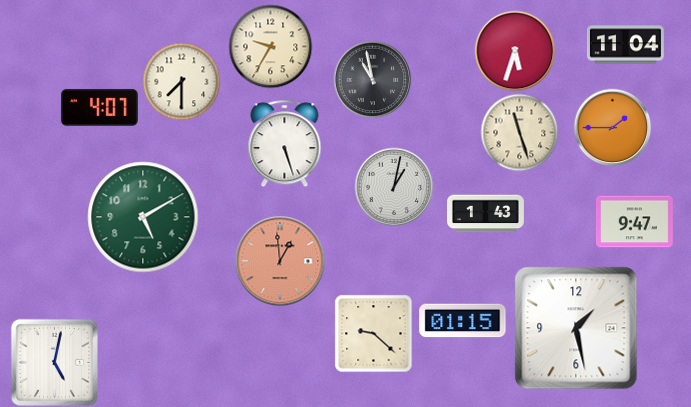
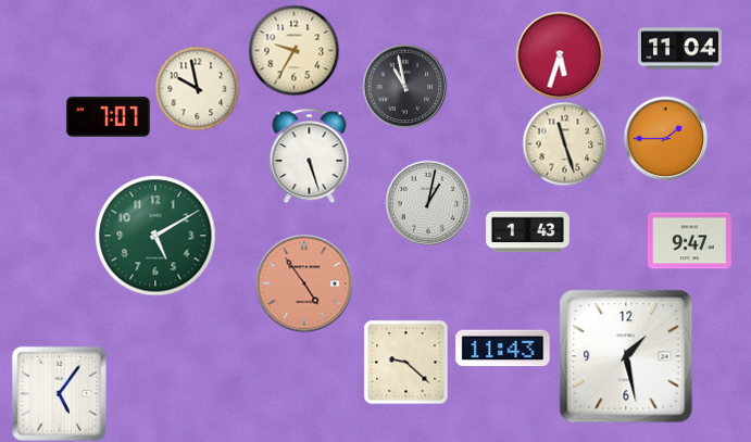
clock at (181, 81): 7:30 -> 9:58
clock at (99, 107): 4:07 -> 7:07
clock at (280, 261): 12:59 -> 4:54
clock at (463, 321): 01:15 -> 11:43
clock at (54, 362): 5:02 -> 5:06
